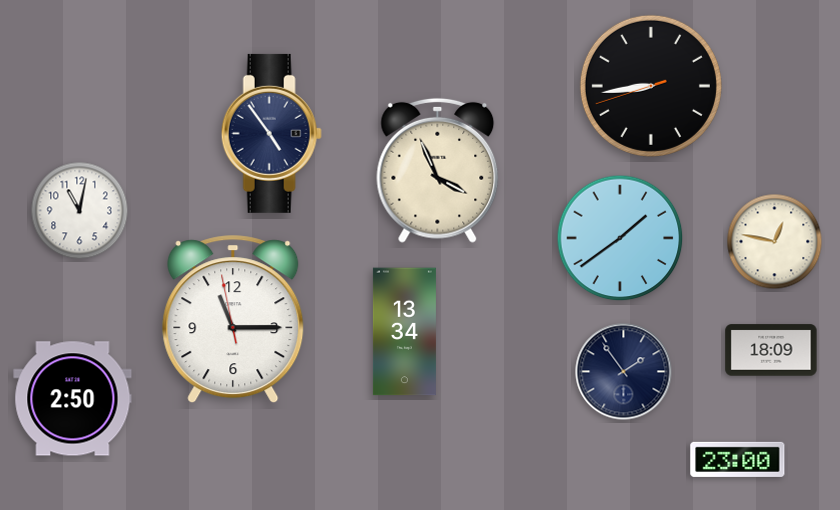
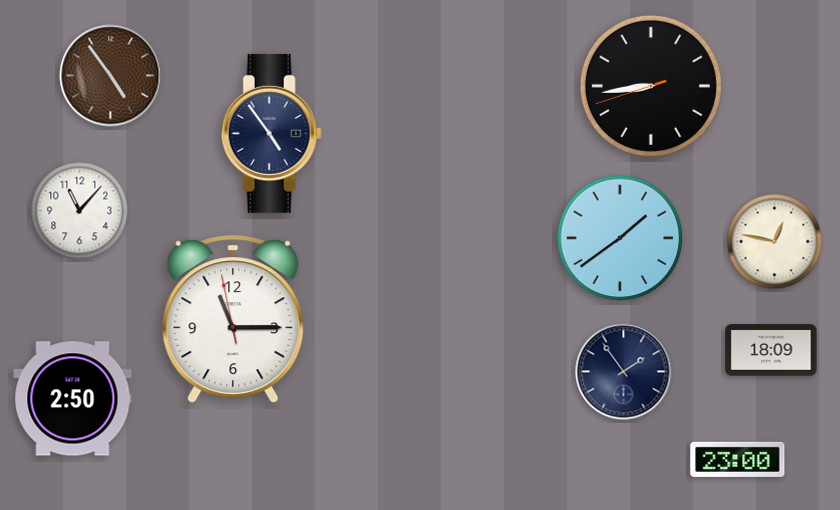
clock at (111, 76): none -> 4:54
clock at (438, 170): 3:56 -> none
clock at (80, 211): 11:02 -> 11:07
clock at (404, 332): 13:34 -> none
